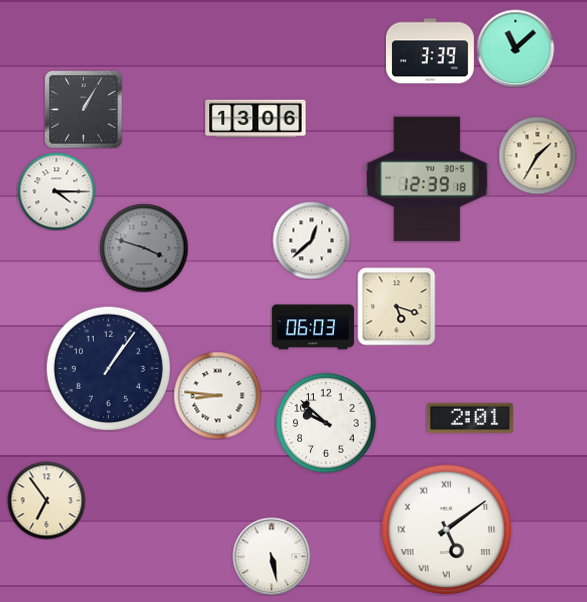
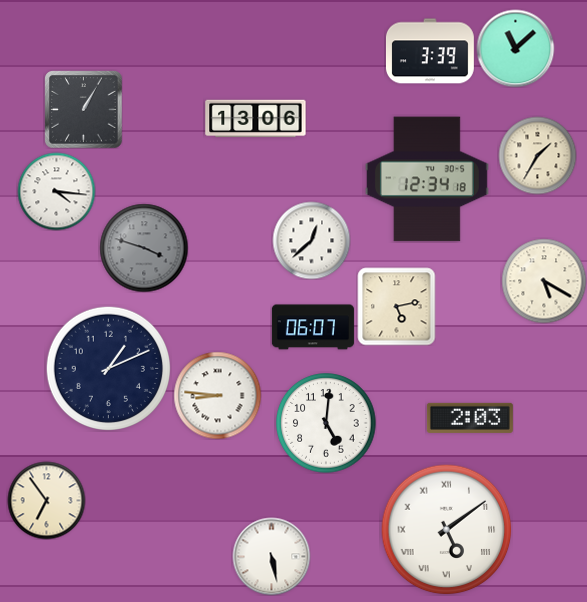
clock at (427, 179): 12:39 -> 12:34
clock at (56, 191): 4:15 -> 4:16
clock at (544, 281): none -> 5:20
clock at (396, 306): 5:18 -> 5:13
clock at (313, 327): 06:03 -> 06:07
clock at (108, 368): 1:06 -> 1:11
clock at (470, 418): 2:01 -> 2:03
clock at (326, 423): 9:52 -> 5:01
